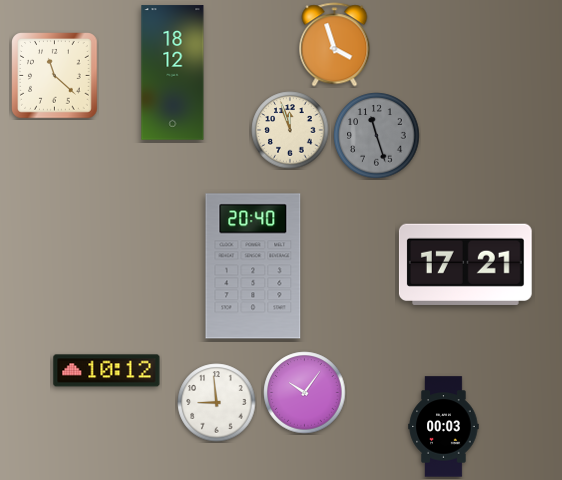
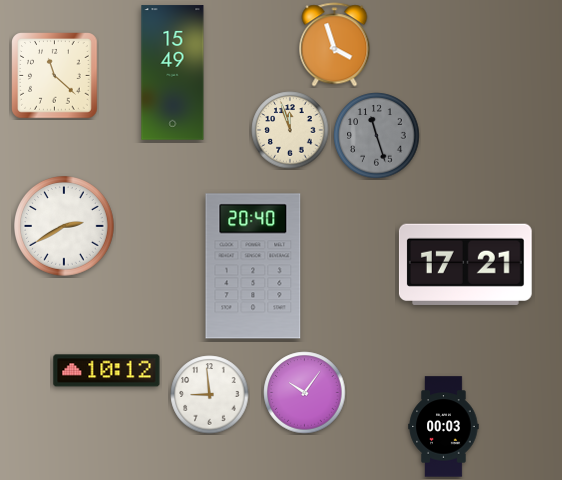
clock at (173, 73): 18:12 -> 15:49
clock at (65, 227): none -> 2:40
clock at (217, 403) position: (217, 403) -> (210, 395)
